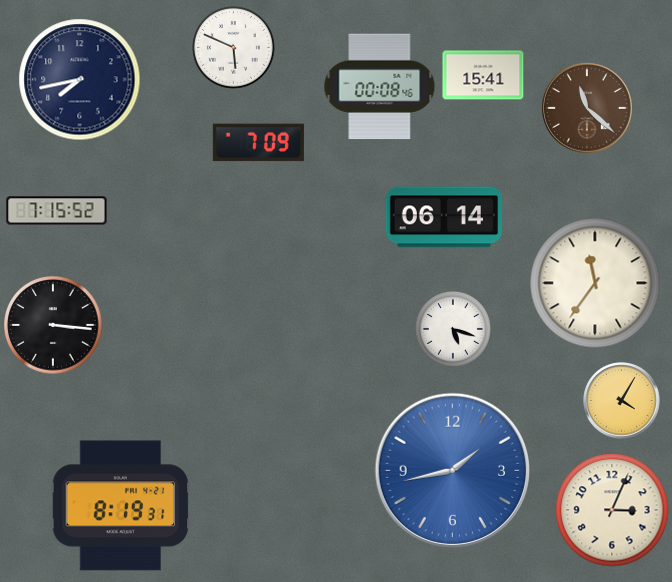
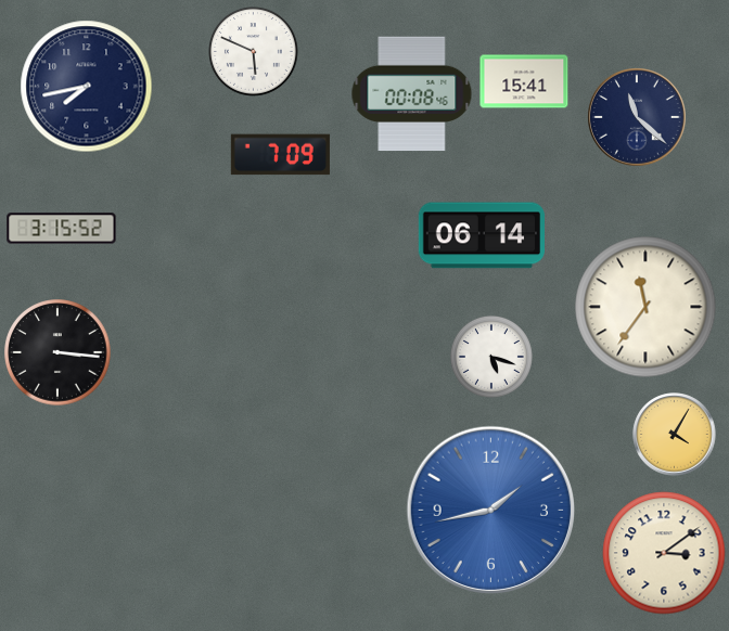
clock at (588, 109) dial: brown -> navy
clock at (57, 211): 7:15 -> 3:15
clock at (121, 506): 8:19 -> none
clock at (612, 510): 3:04 -> 3:09
